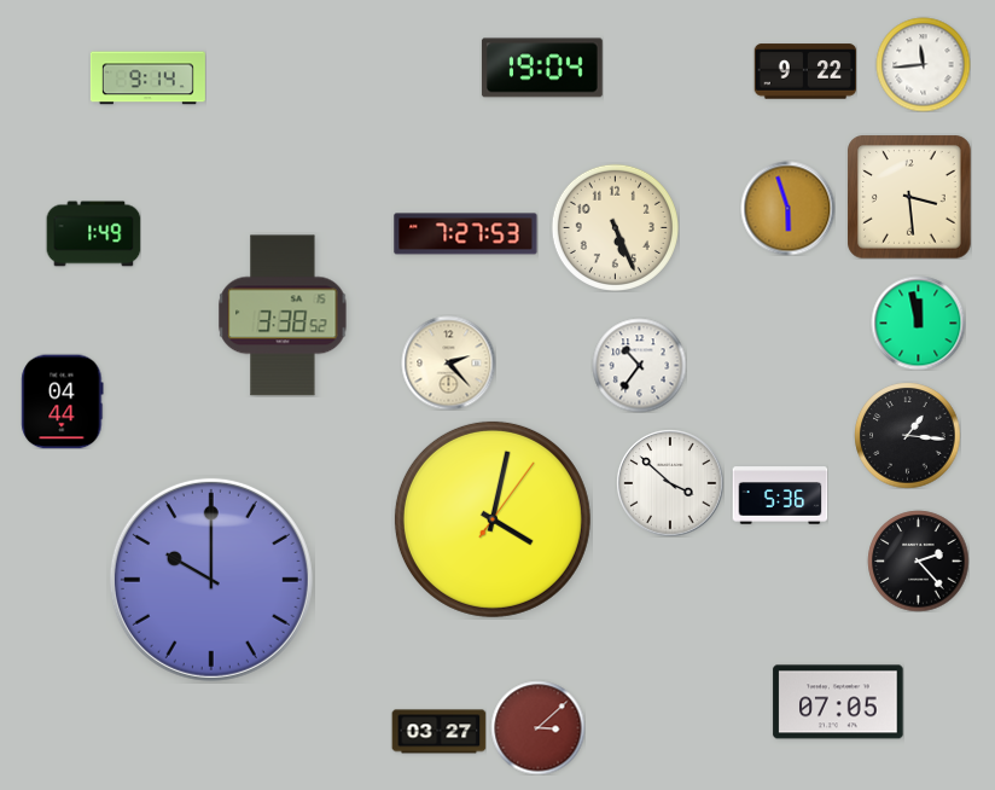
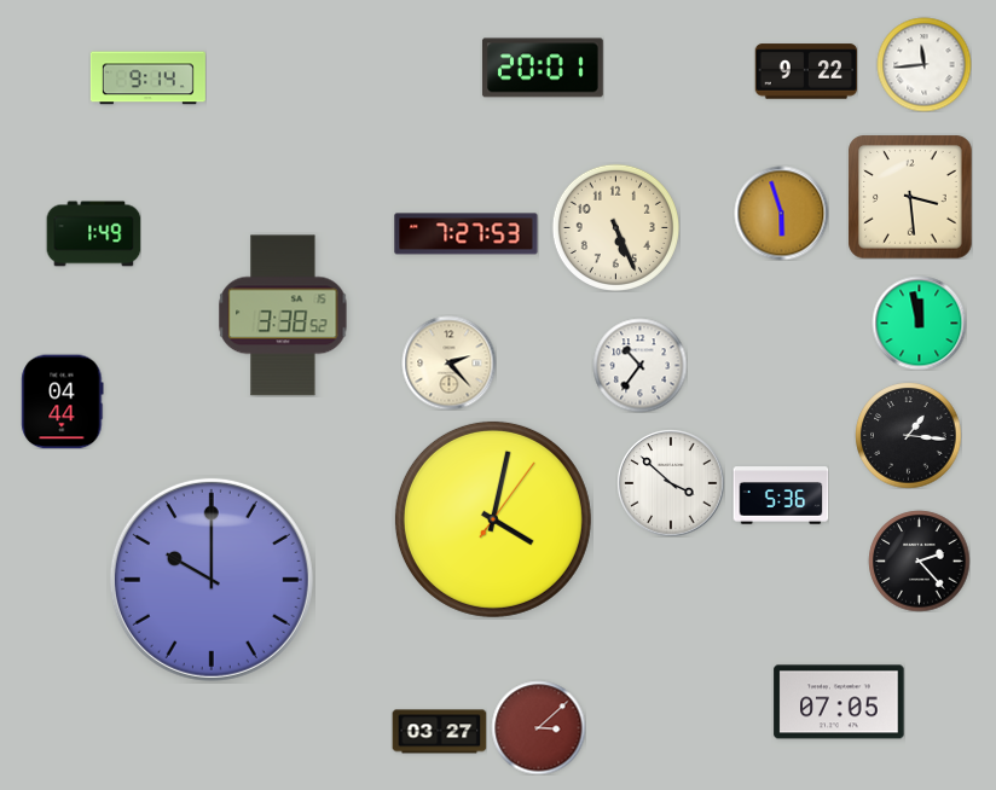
clock at (542, 68): 19:04 -> 20:01
clock at (787, 208) position: (787, 208) -> (781, 213)
